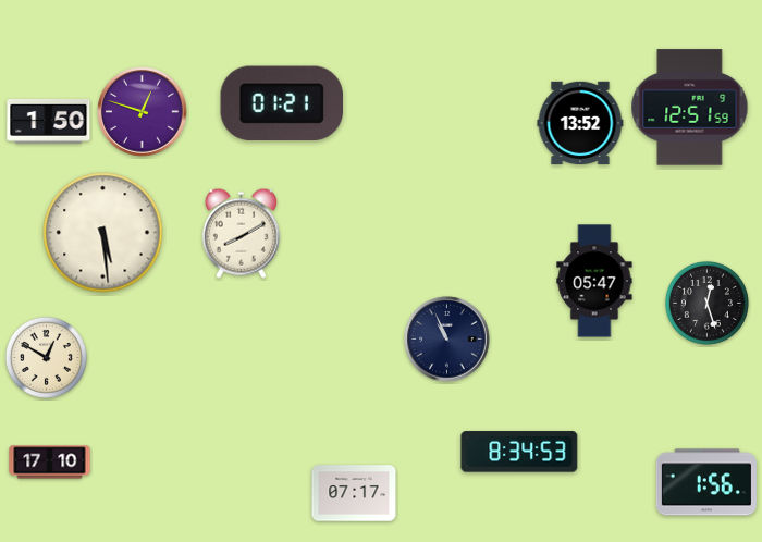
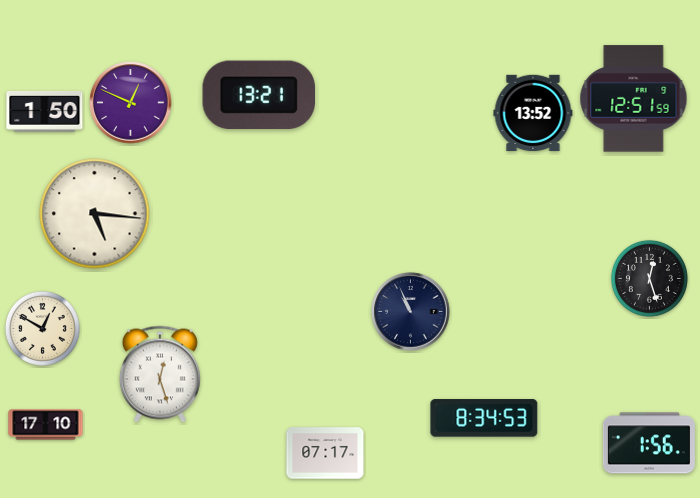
clock at (281, 102): 01:21 -> 13:21
clock at (143, 112): 12:48 -> 12:49
clock at (103, 233): 5:29 -> 5:16
clock at (241, 233): 8:10 -> none
clock at (594, 281): 05:47 -> none
clock at (160, 374): none -> 12:27
clock at (519, 452) position: (519, 452) -> (484, 418)
